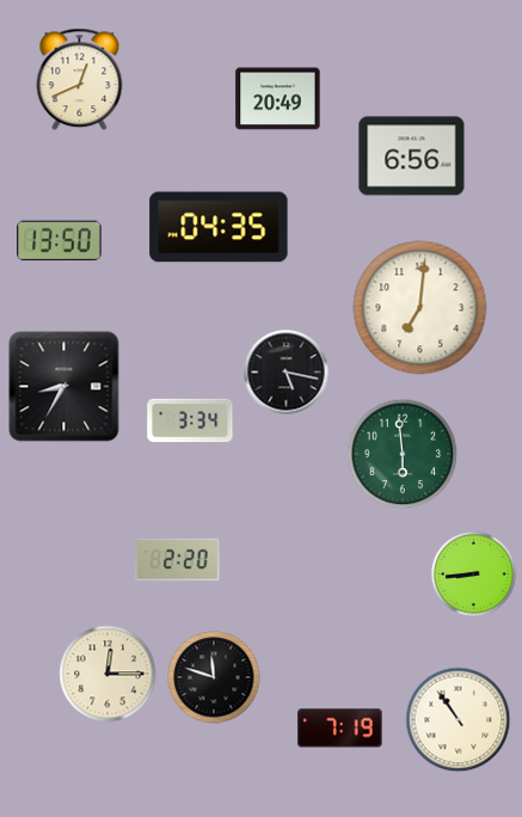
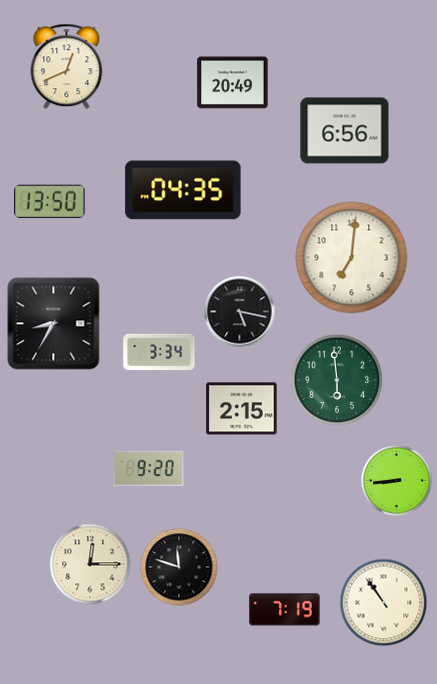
clock at (242, 409): none -> 2:15
clock at (178, 560): 2:20 -> 9:20
